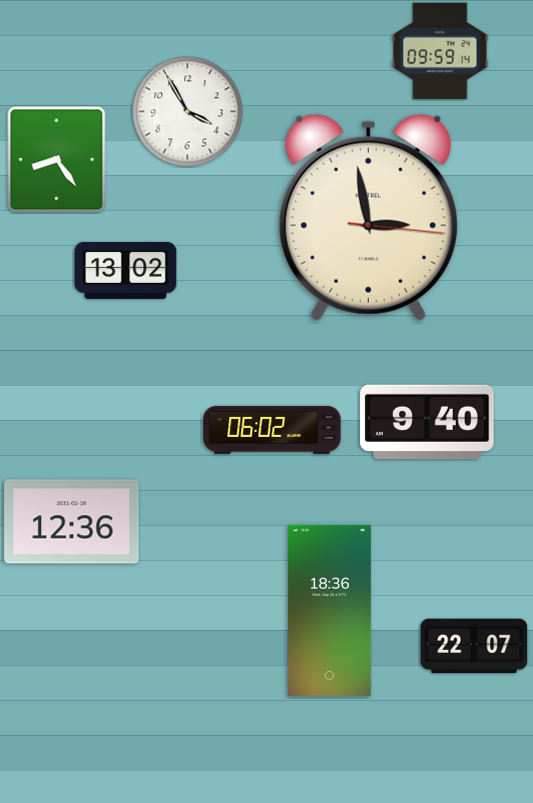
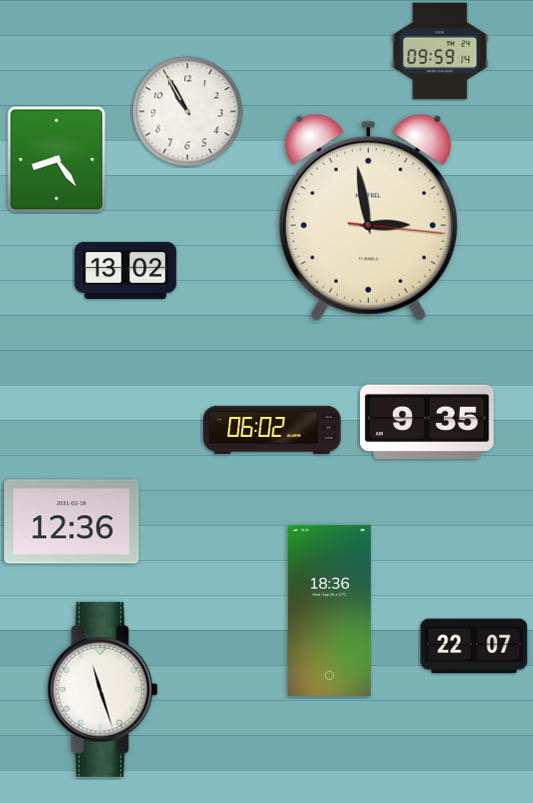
clock at (188, 112): 3:55 -> 10:55
clock at (427, 421): 9:40 -> 9:35
clock at (102, 689): none -> 11:27
